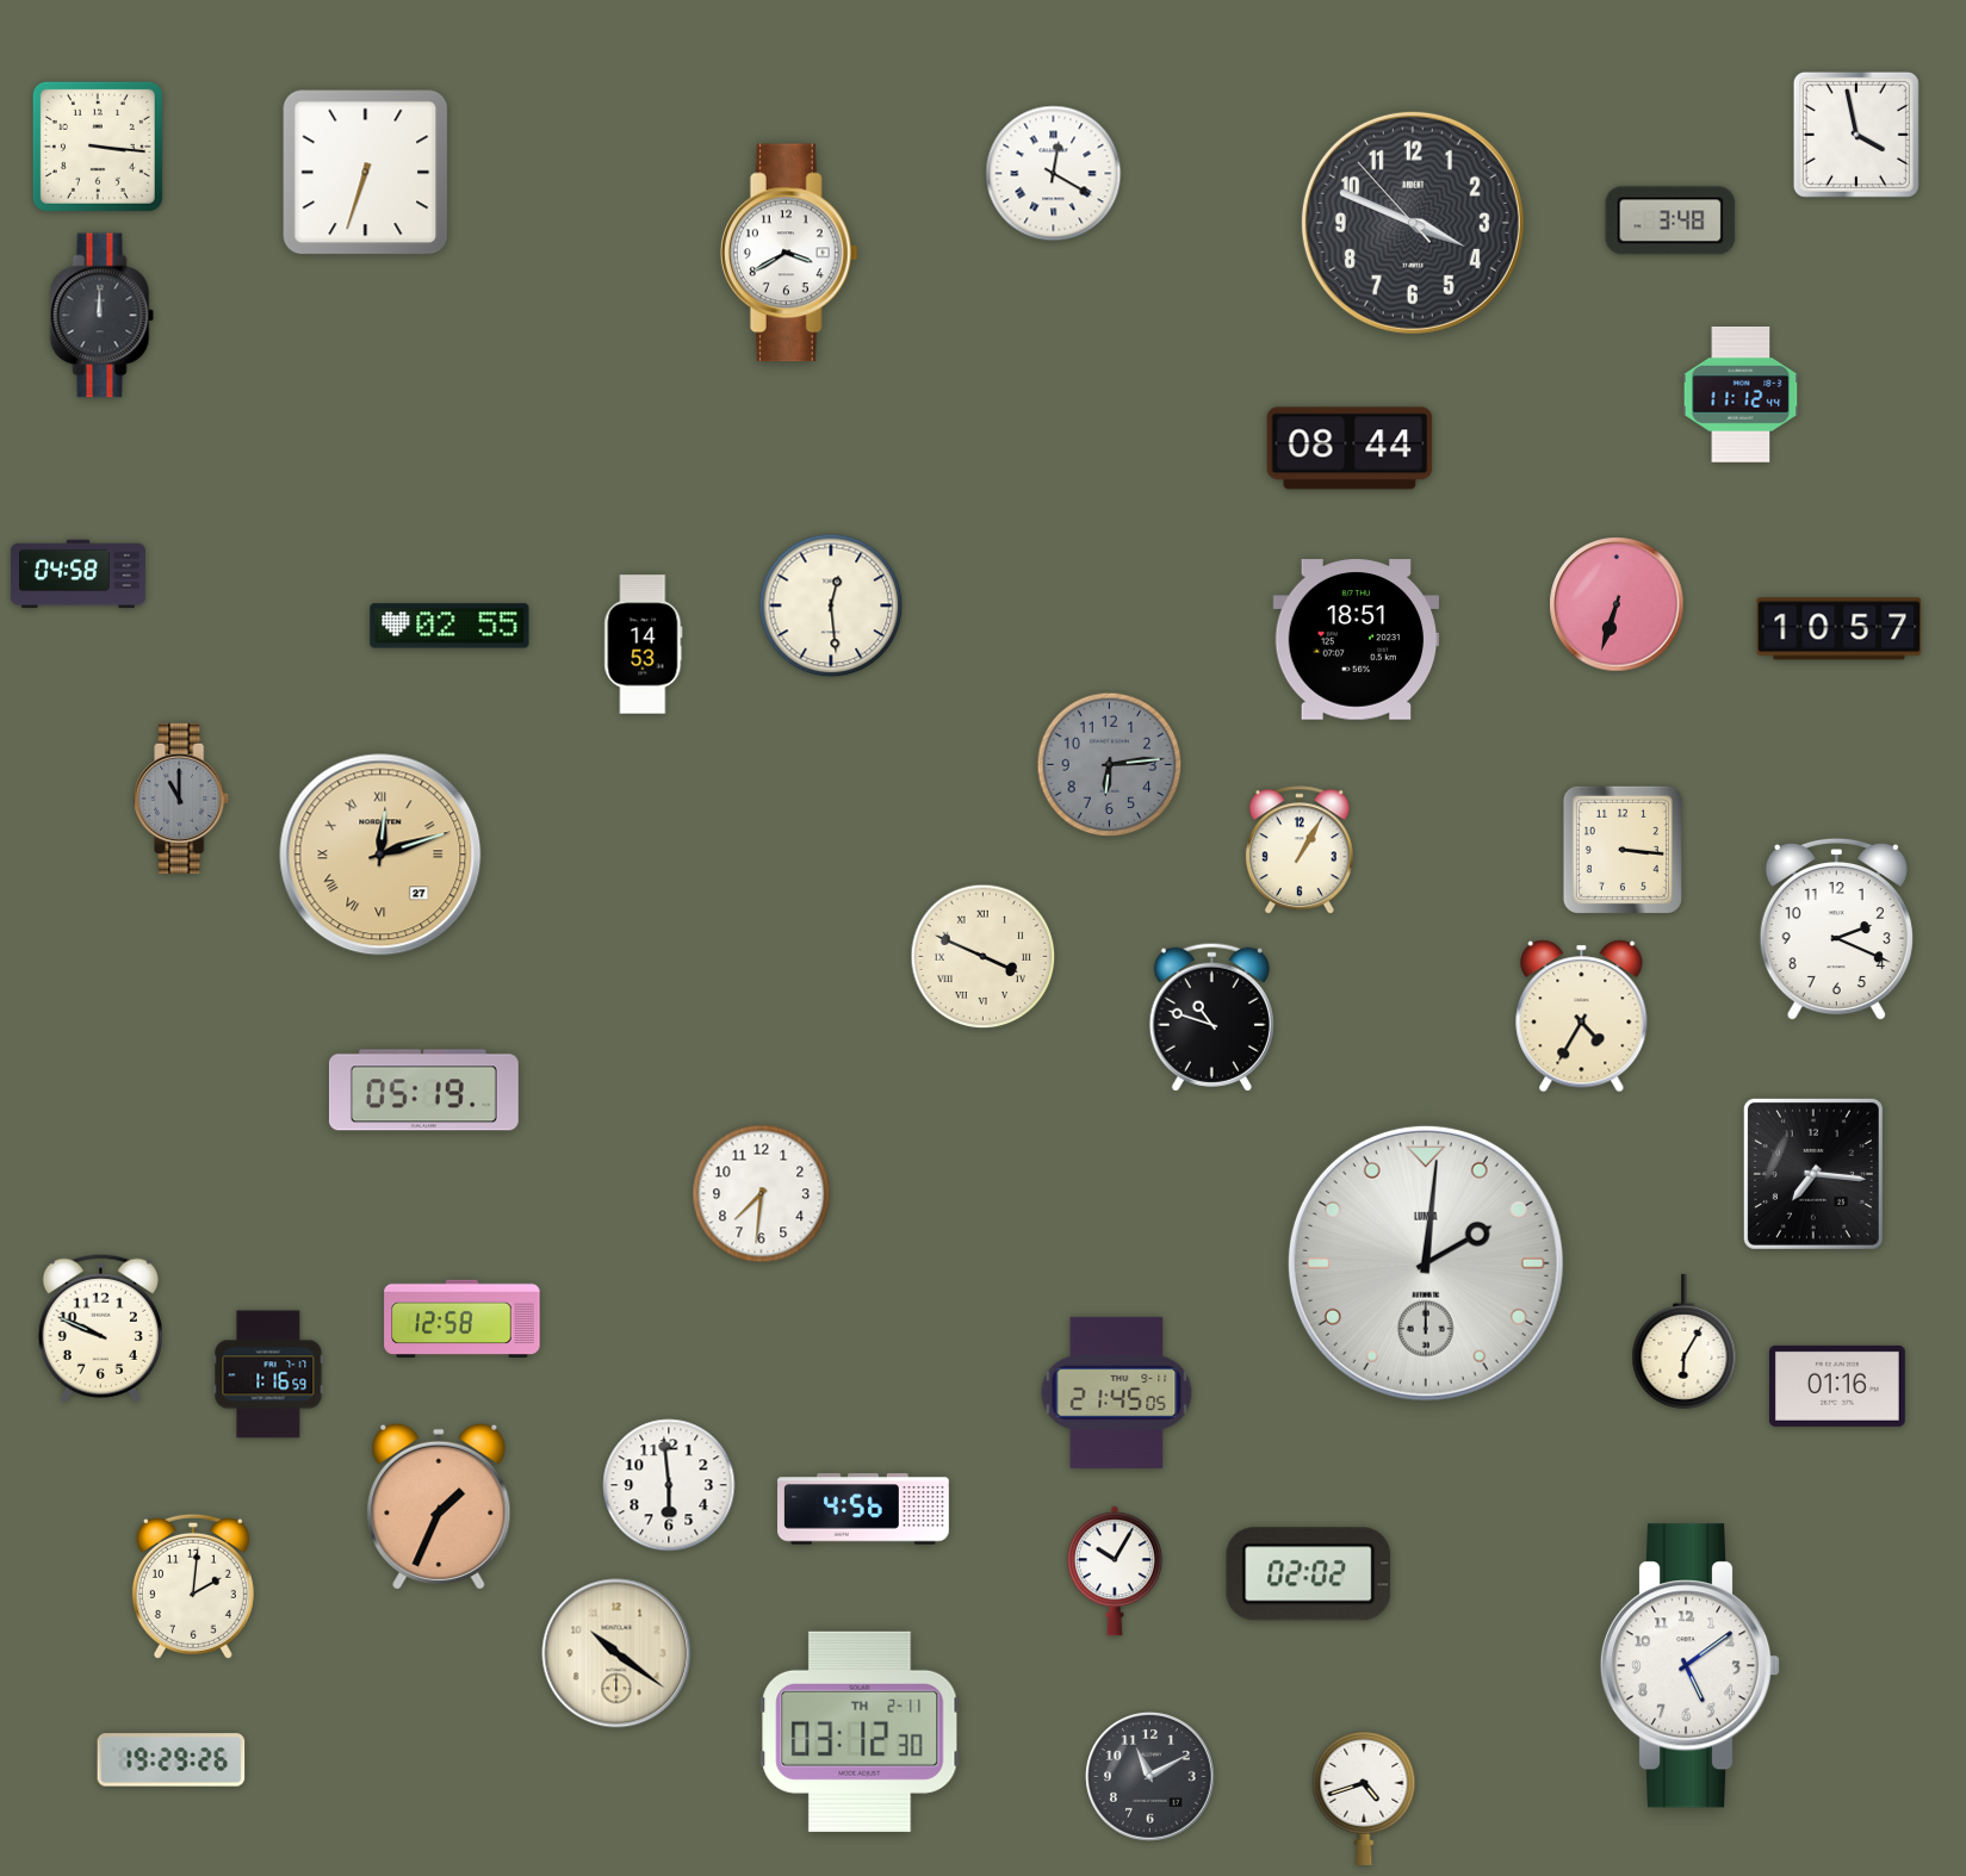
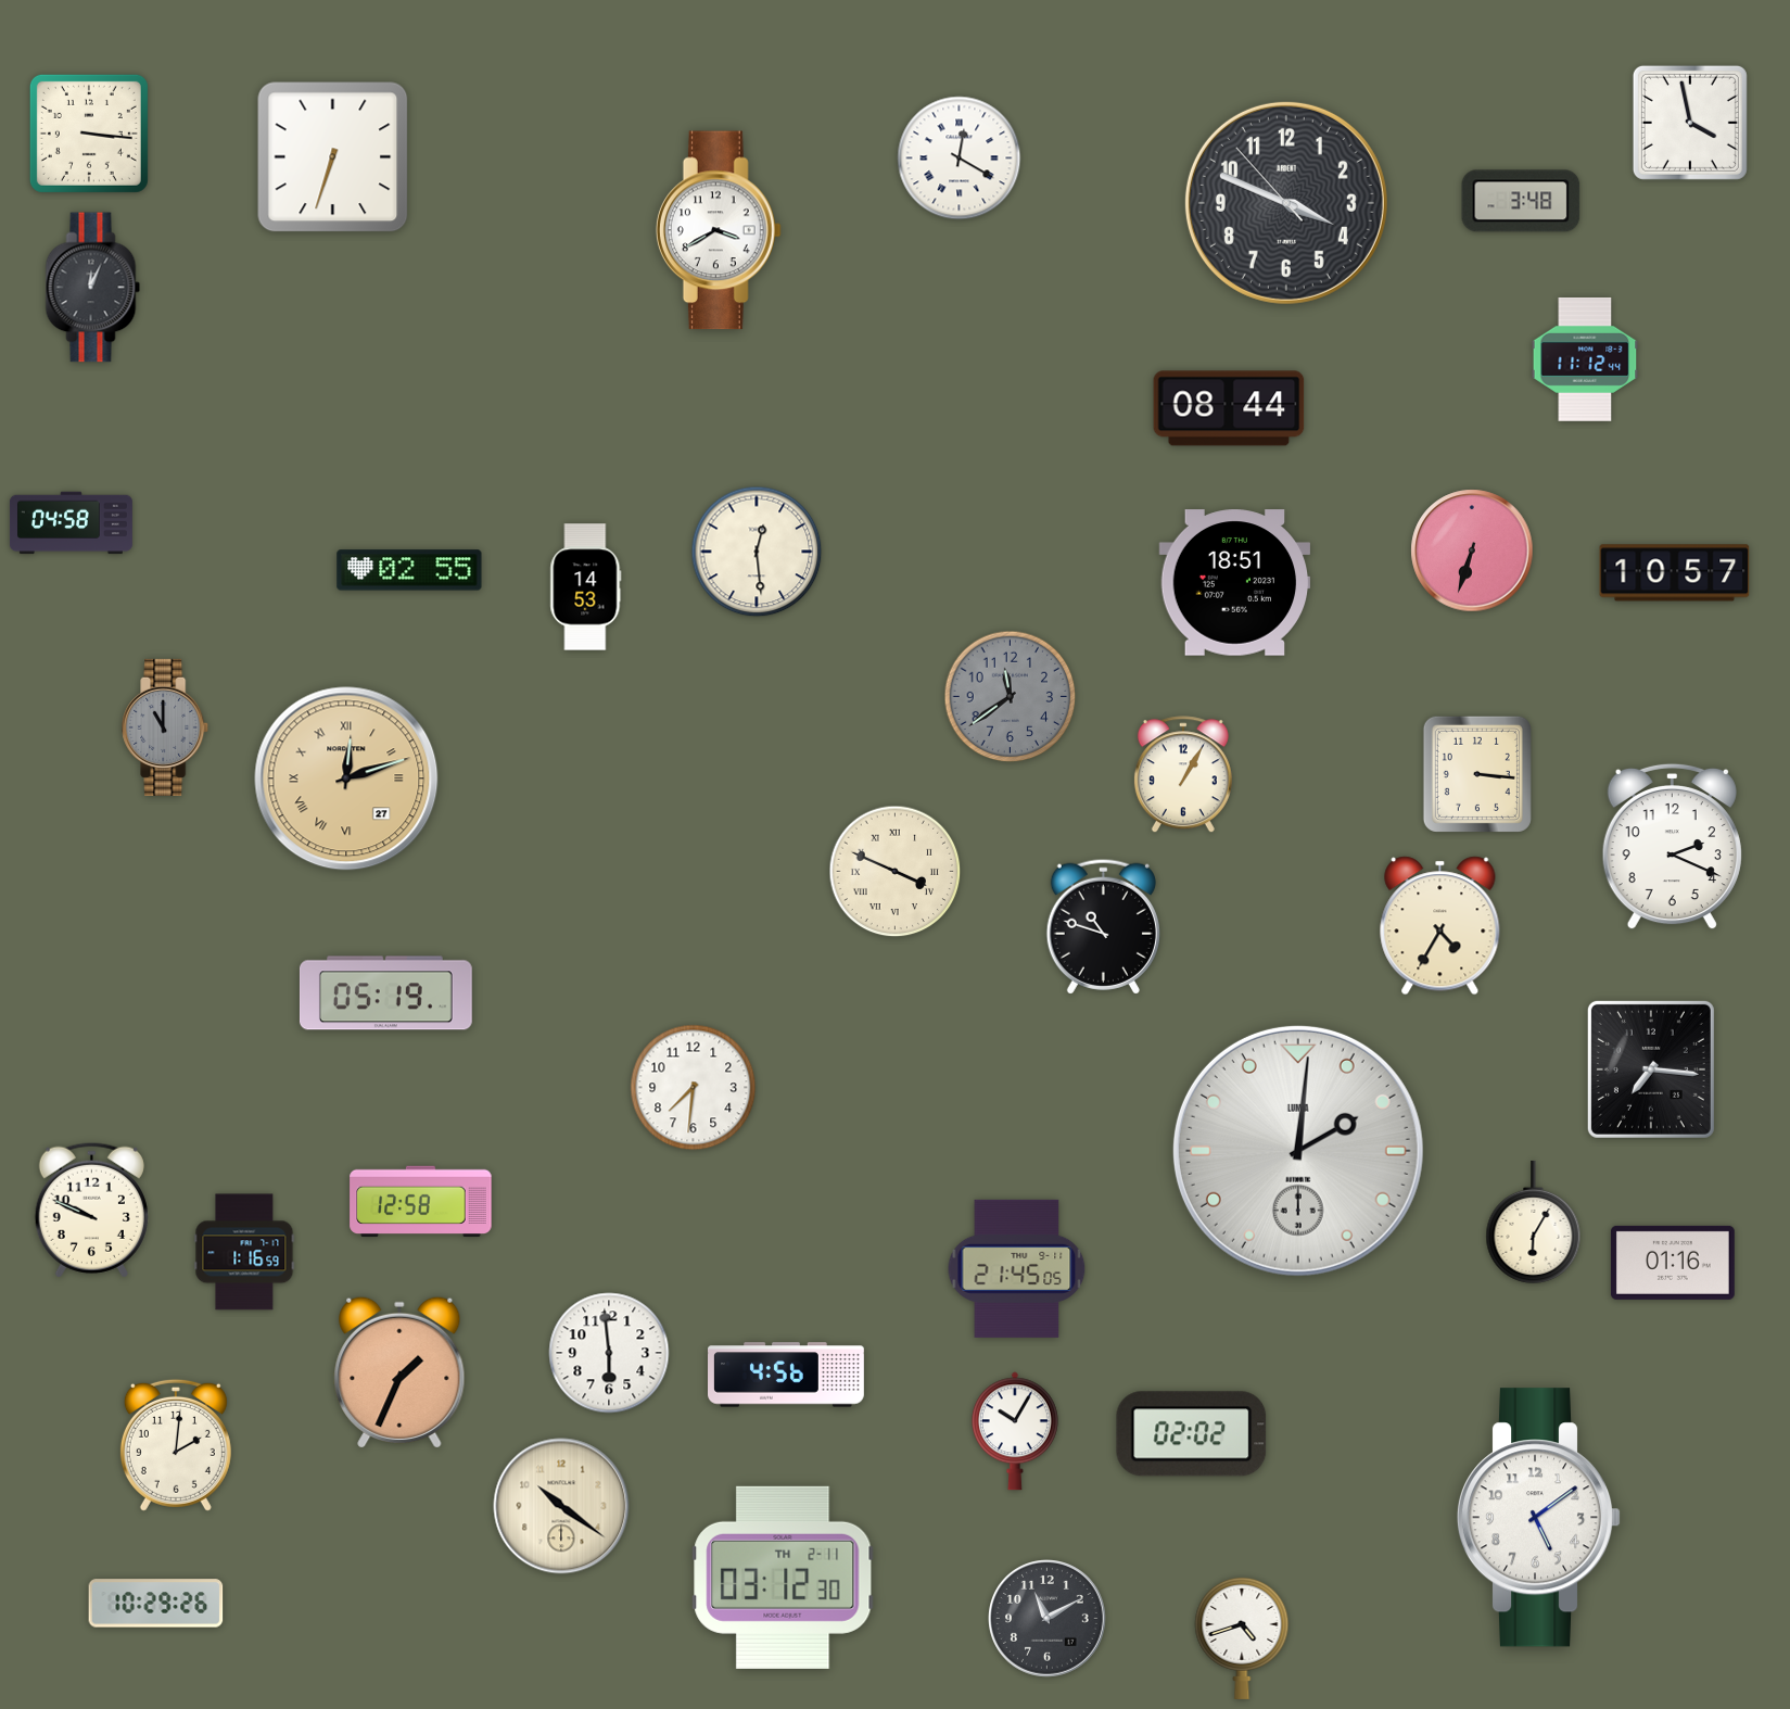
clock at (103, 316): 12:00 -> 12:04
clock at (1110, 765): 6:14 -> 11:39
clock at (172, 1760): 19:29 -> 10:29
